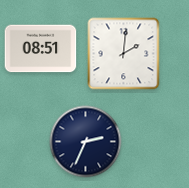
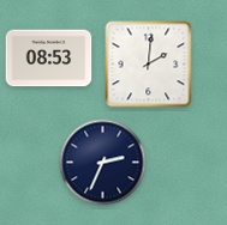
clock at (41, 49): 08:51 -> 08:53
clock at (86, 142) position: (86, 142) -> (103, 163)
